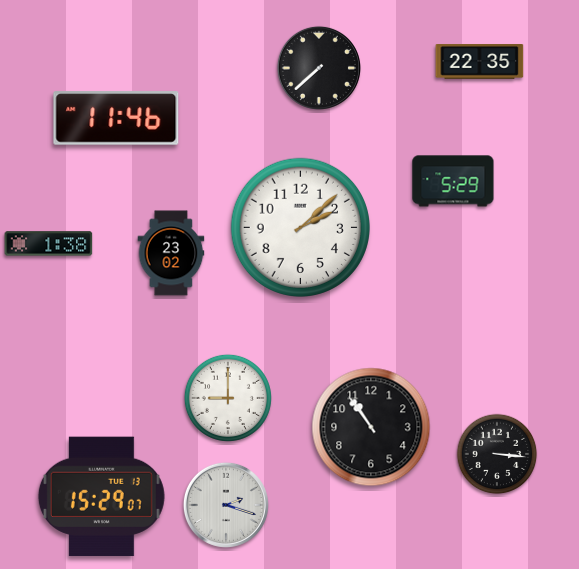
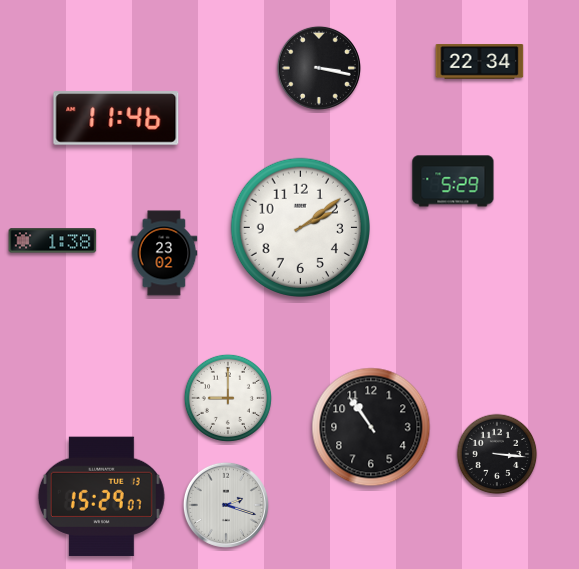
clock at (480, 62): 22:35 -> 22:34
clock at (319, 68): 7:38 -> 3:17
clock at (300, 227): 2:08 -> 2:09
clock at (49, 244) position: (49, 244) -> (53, 241)
clock at (171, 253) position: (171, 253) -> (164, 253)
